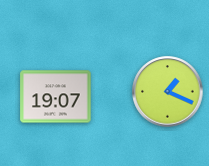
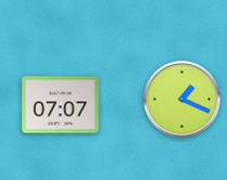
clock at (56, 97): 19:07 -> 07:07
